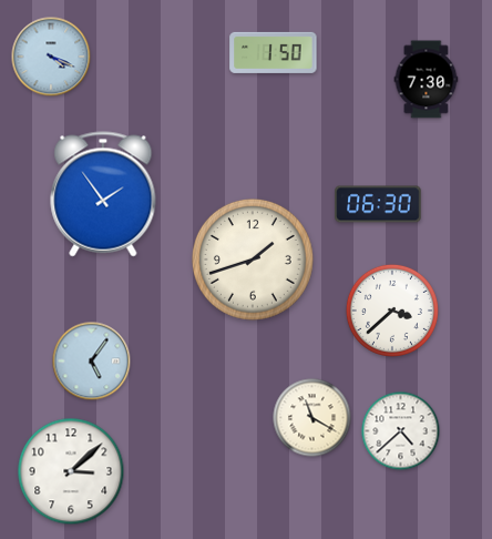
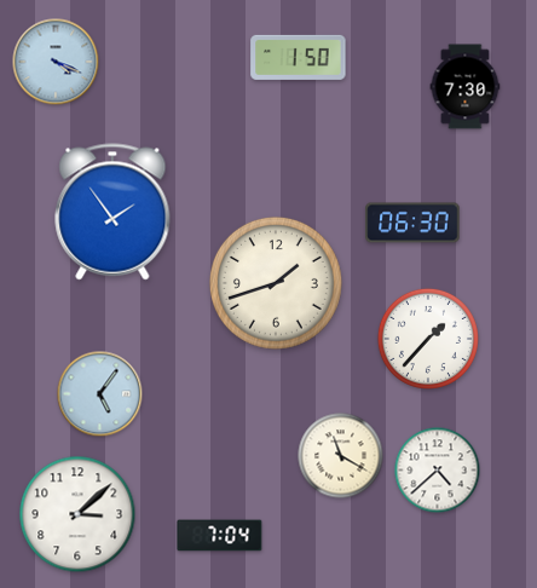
clock at (392, 311): 3:38 -> 1:37
clock at (220, 536): none -> 7:04
